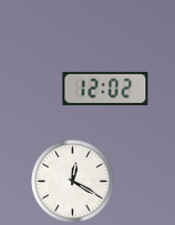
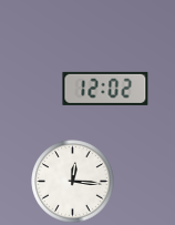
clock at (73, 182): 12:20 -> 12:16
